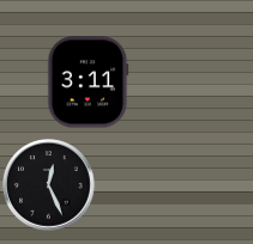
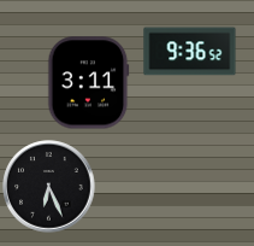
clock at (190, 52): none -> 9:36
clock at (49, 185): 12:26 -> 6:26
